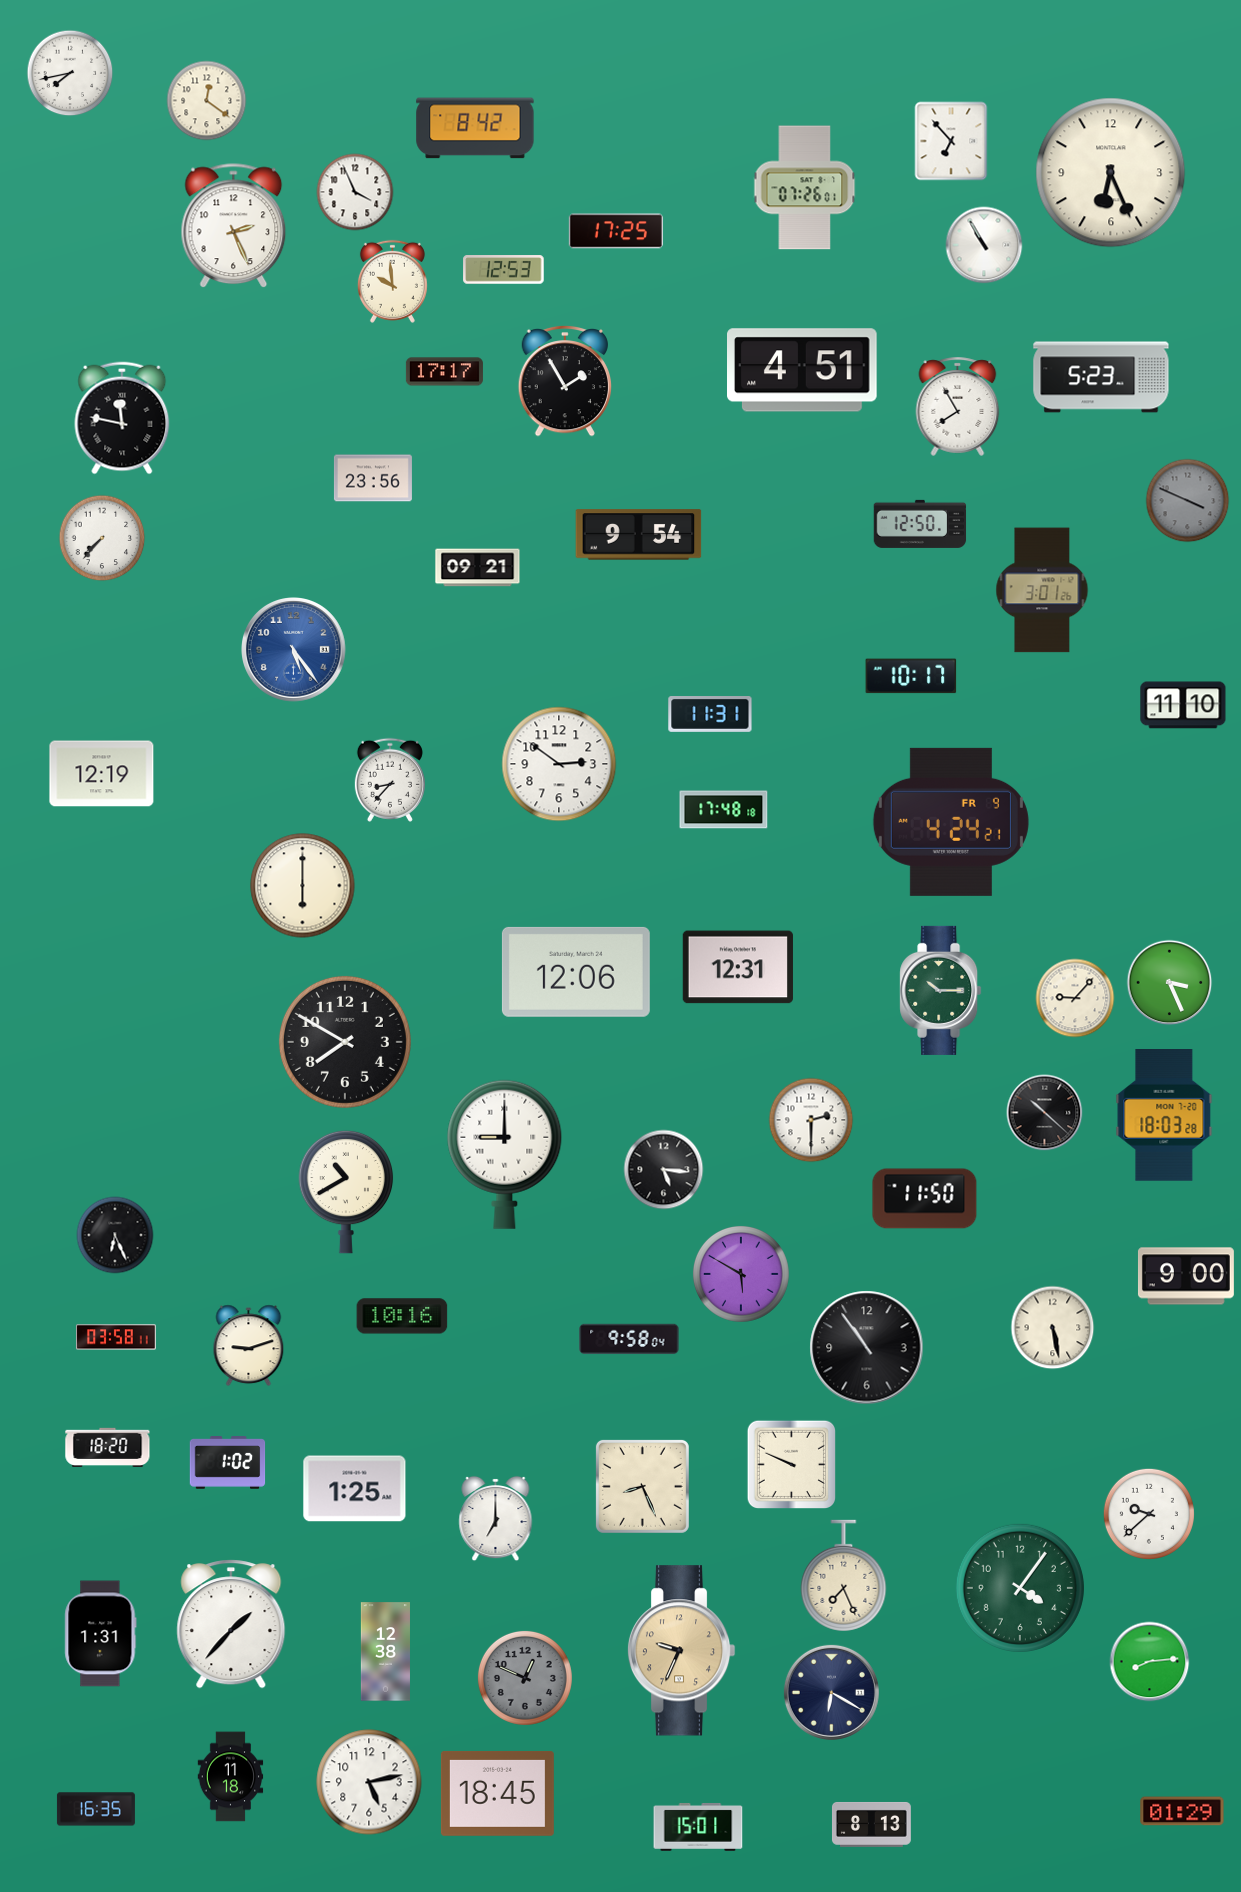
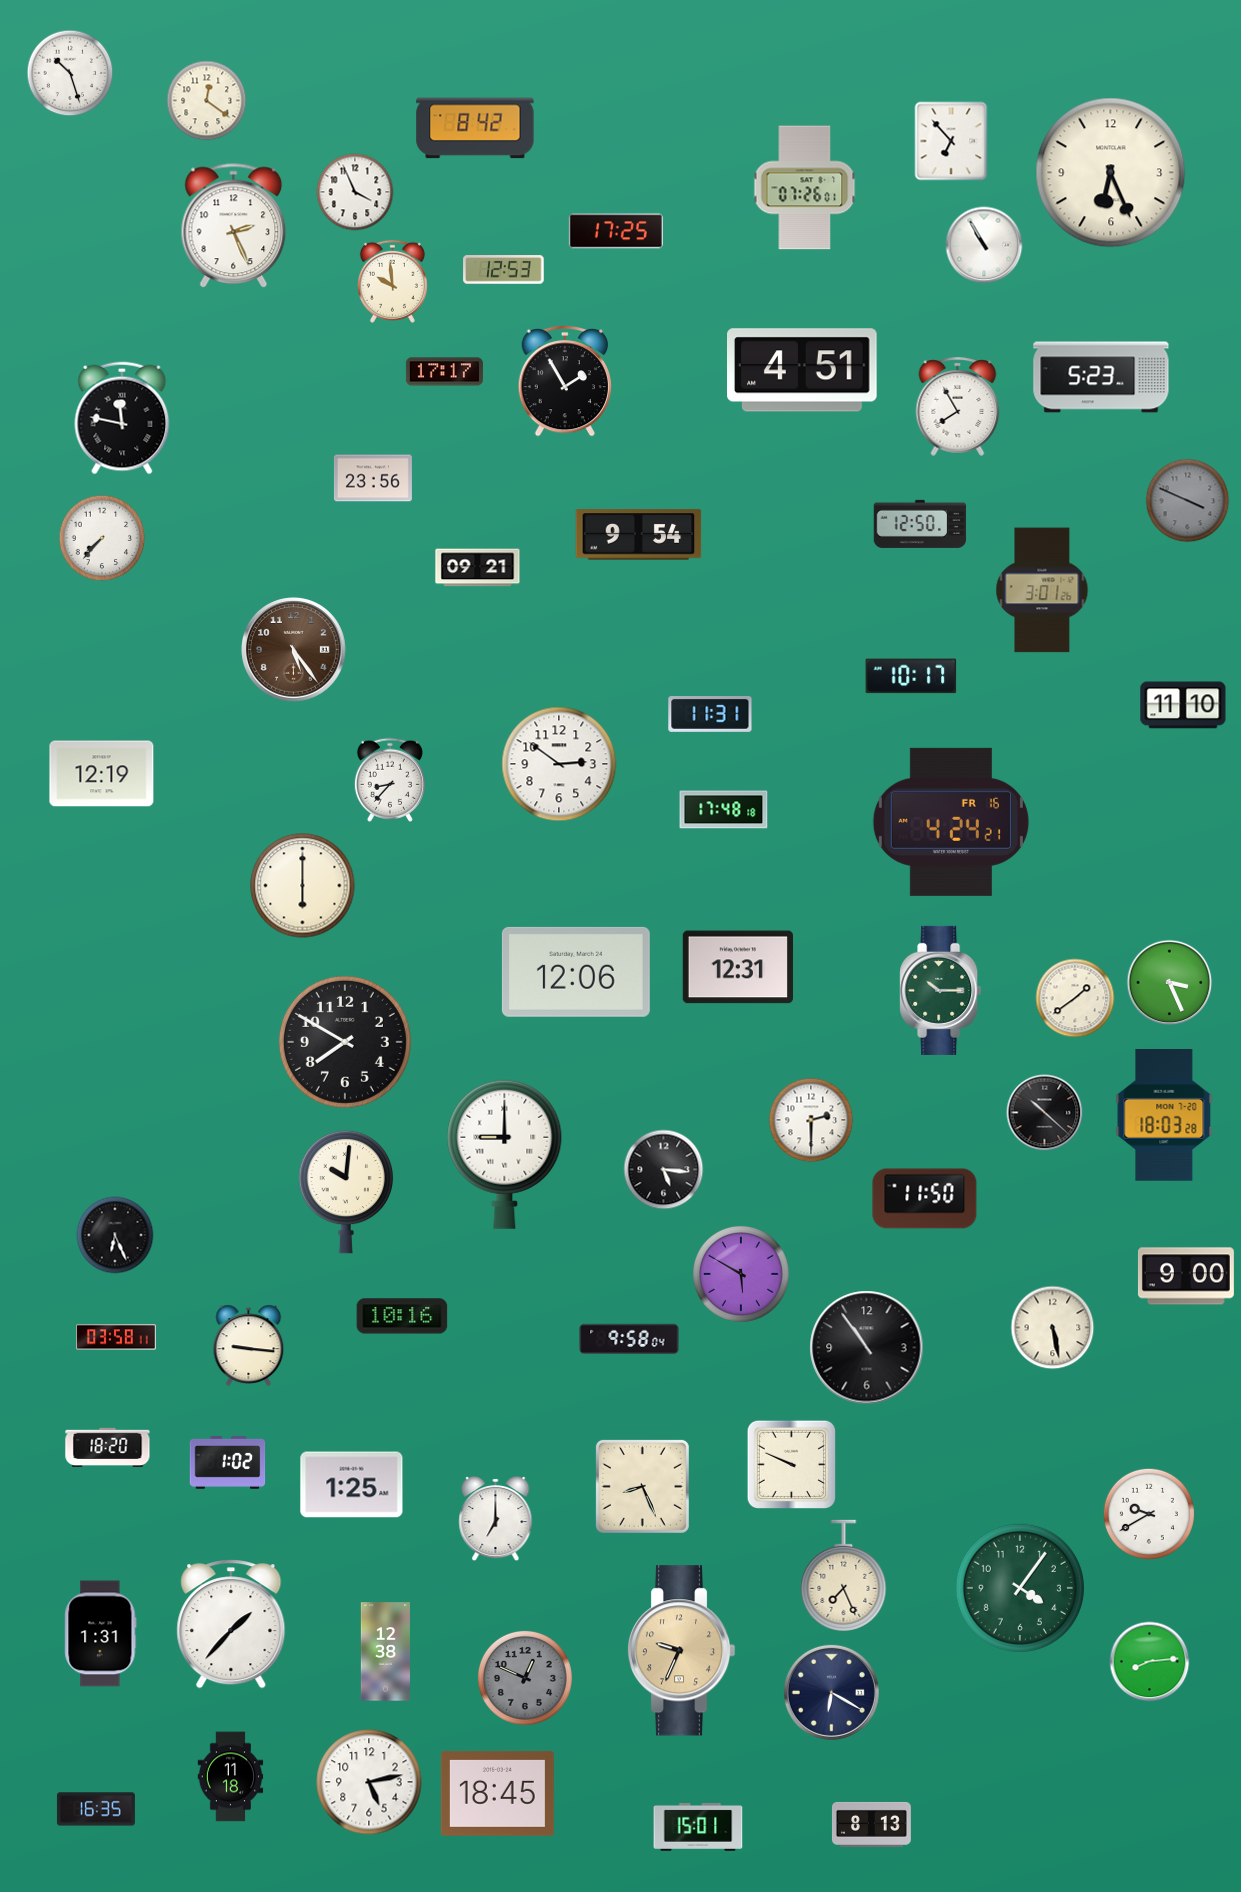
clock at (70, 73): 7:43 -> 10:27
clock at (294, 650) dial: blue -> brown
clock at (951, 822) date: FR 9 -> FR 16
clock at (1075, 998): 9:07 -> 1:39
clock at (346, 1192): 10:40 -> 10:01
clock at (249, 1346): 9:12 -> 9:16
clock at (355, 1489) position: (355, 1489) -> (352, 1485)
clock at (1149, 1514): 9:38 -> 9:40
clock at (1182, 1811): 01:29 -> none
